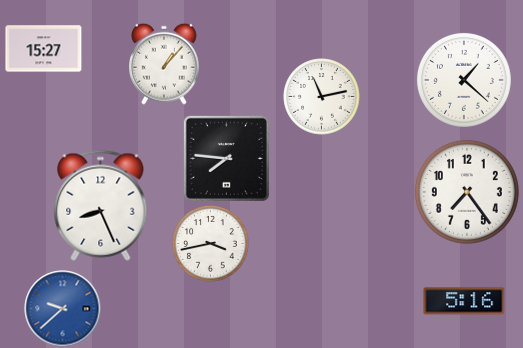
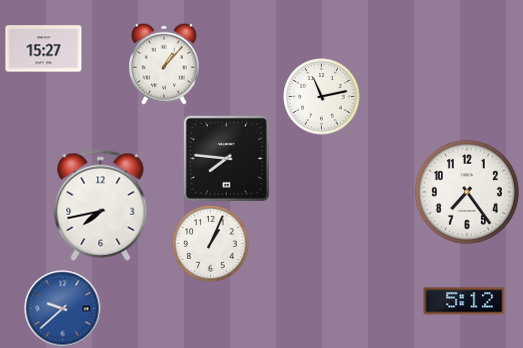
clock at (464, 80): 1:22 -> none
clock at (101, 205): 8:26 -> 7:43
clock at (211, 244): 3:43 -> 1:04
clock at (464, 301): 5:16 -> 5:12
